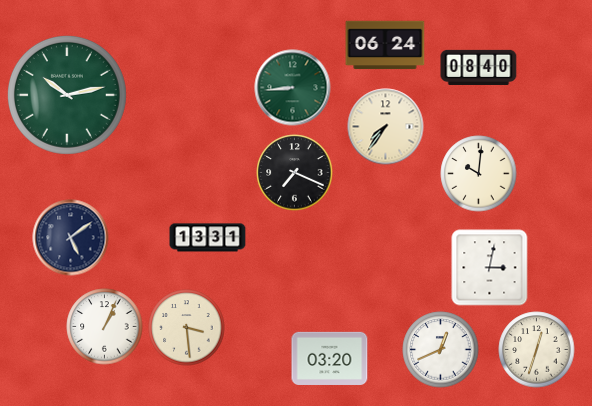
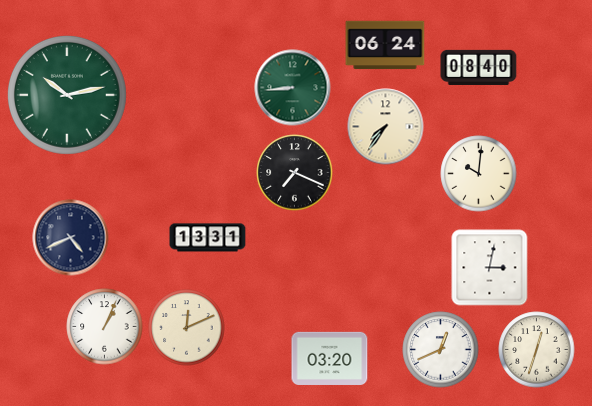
clock at (71, 238): 5:09 -> 4:41
clock at (187, 328): 3:29 -> 12:11
